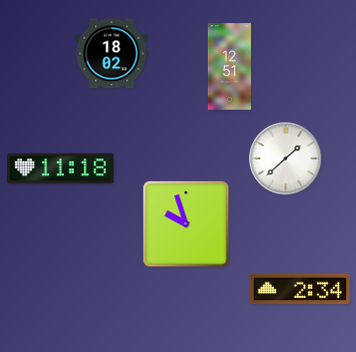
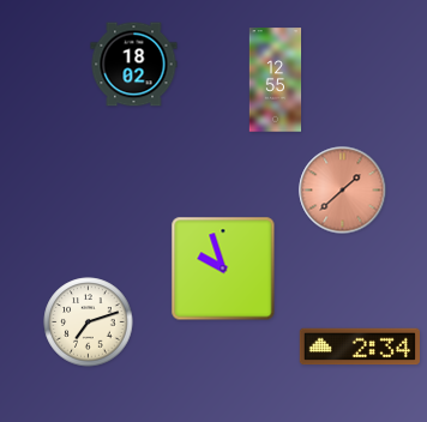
clock at (230, 67): 12:51 -> 12:55
clock at (286, 159) dial: white -> salmon
clock at (61, 169): 11:18 -> none
clock at (89, 322): none -> 7:12
